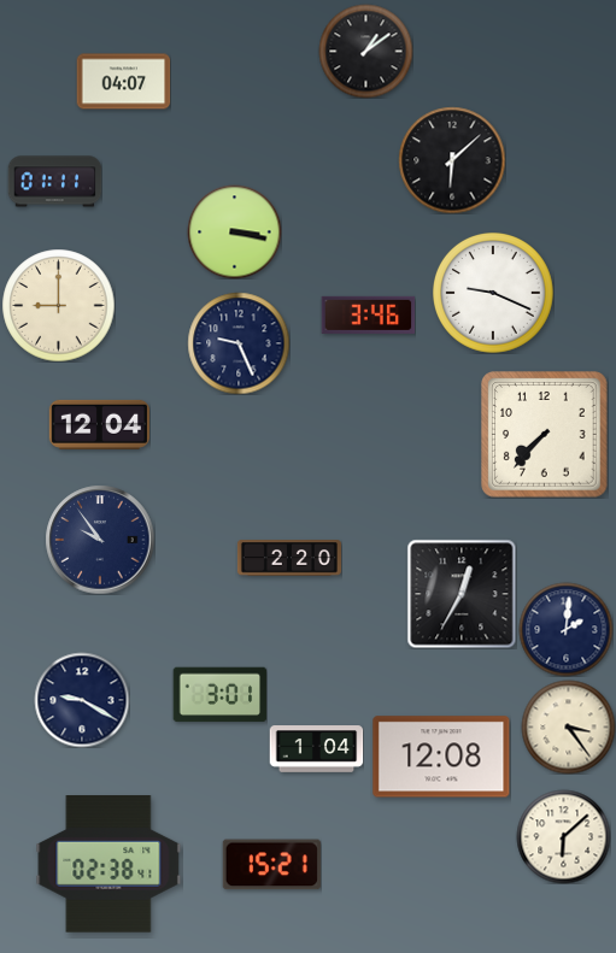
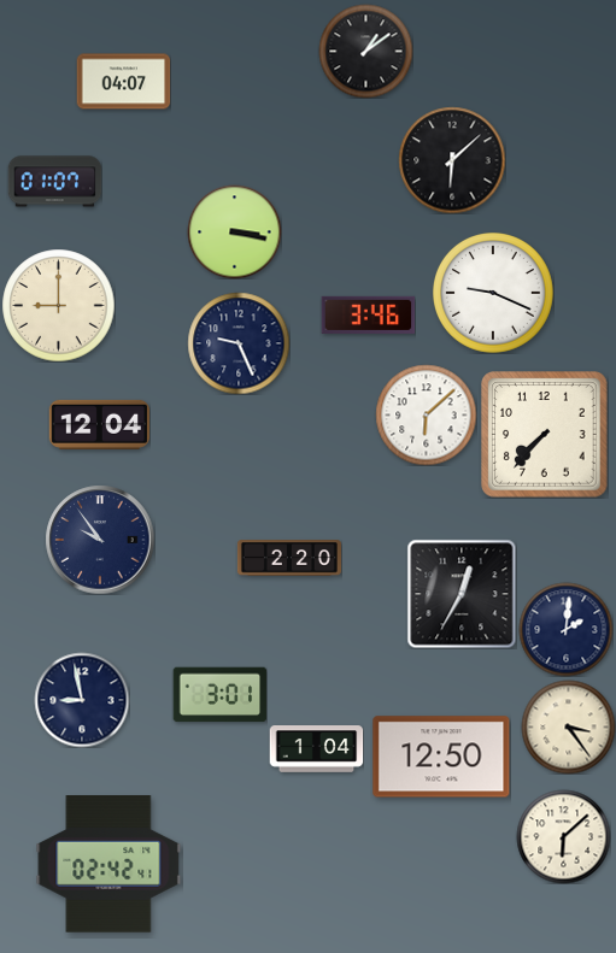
clock at (54, 182): 01:11 -> 01:07
clock at (426, 414): none -> 6:08
clock at (82, 700): 9:20 -> 8:58
clock at (441, 757): 12:08 -> 12:50
clock at (108, 864): 02:38 -> 02:42
clock at (271, 865): 15:21 -> none
